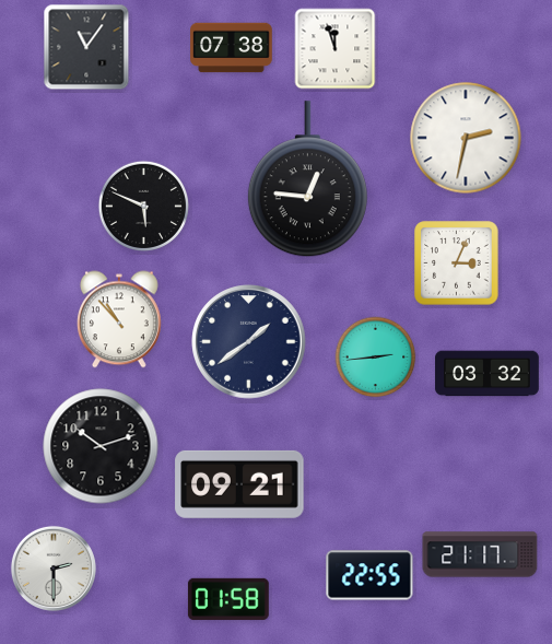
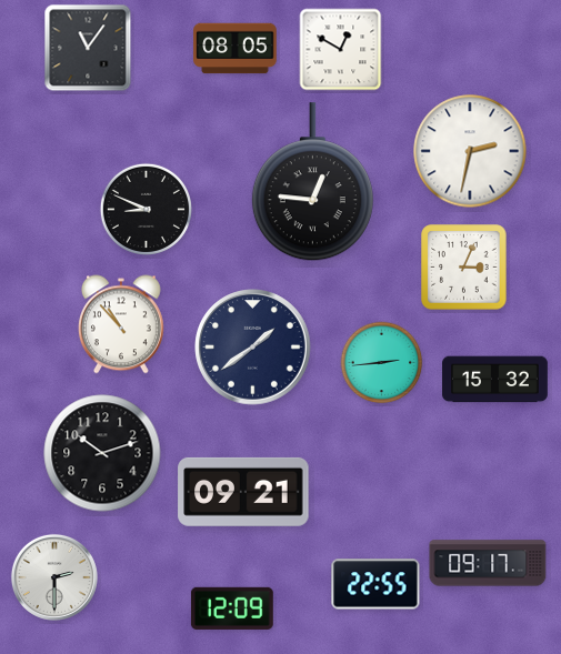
clock at (232, 48): 07:38 -> 08:05
clock at (336, 49): 11:57 -> 12:50
clock at (466, 138) position: (466, 138) -> (470, 151)
clock at (143, 206): 5:49 -> 8:49
clock at (488, 374): 03:32 -> 15:32
clock at (480, 554): 21:17 -> 09:17
clock at (228, 599): 01:58 -> 12:09
